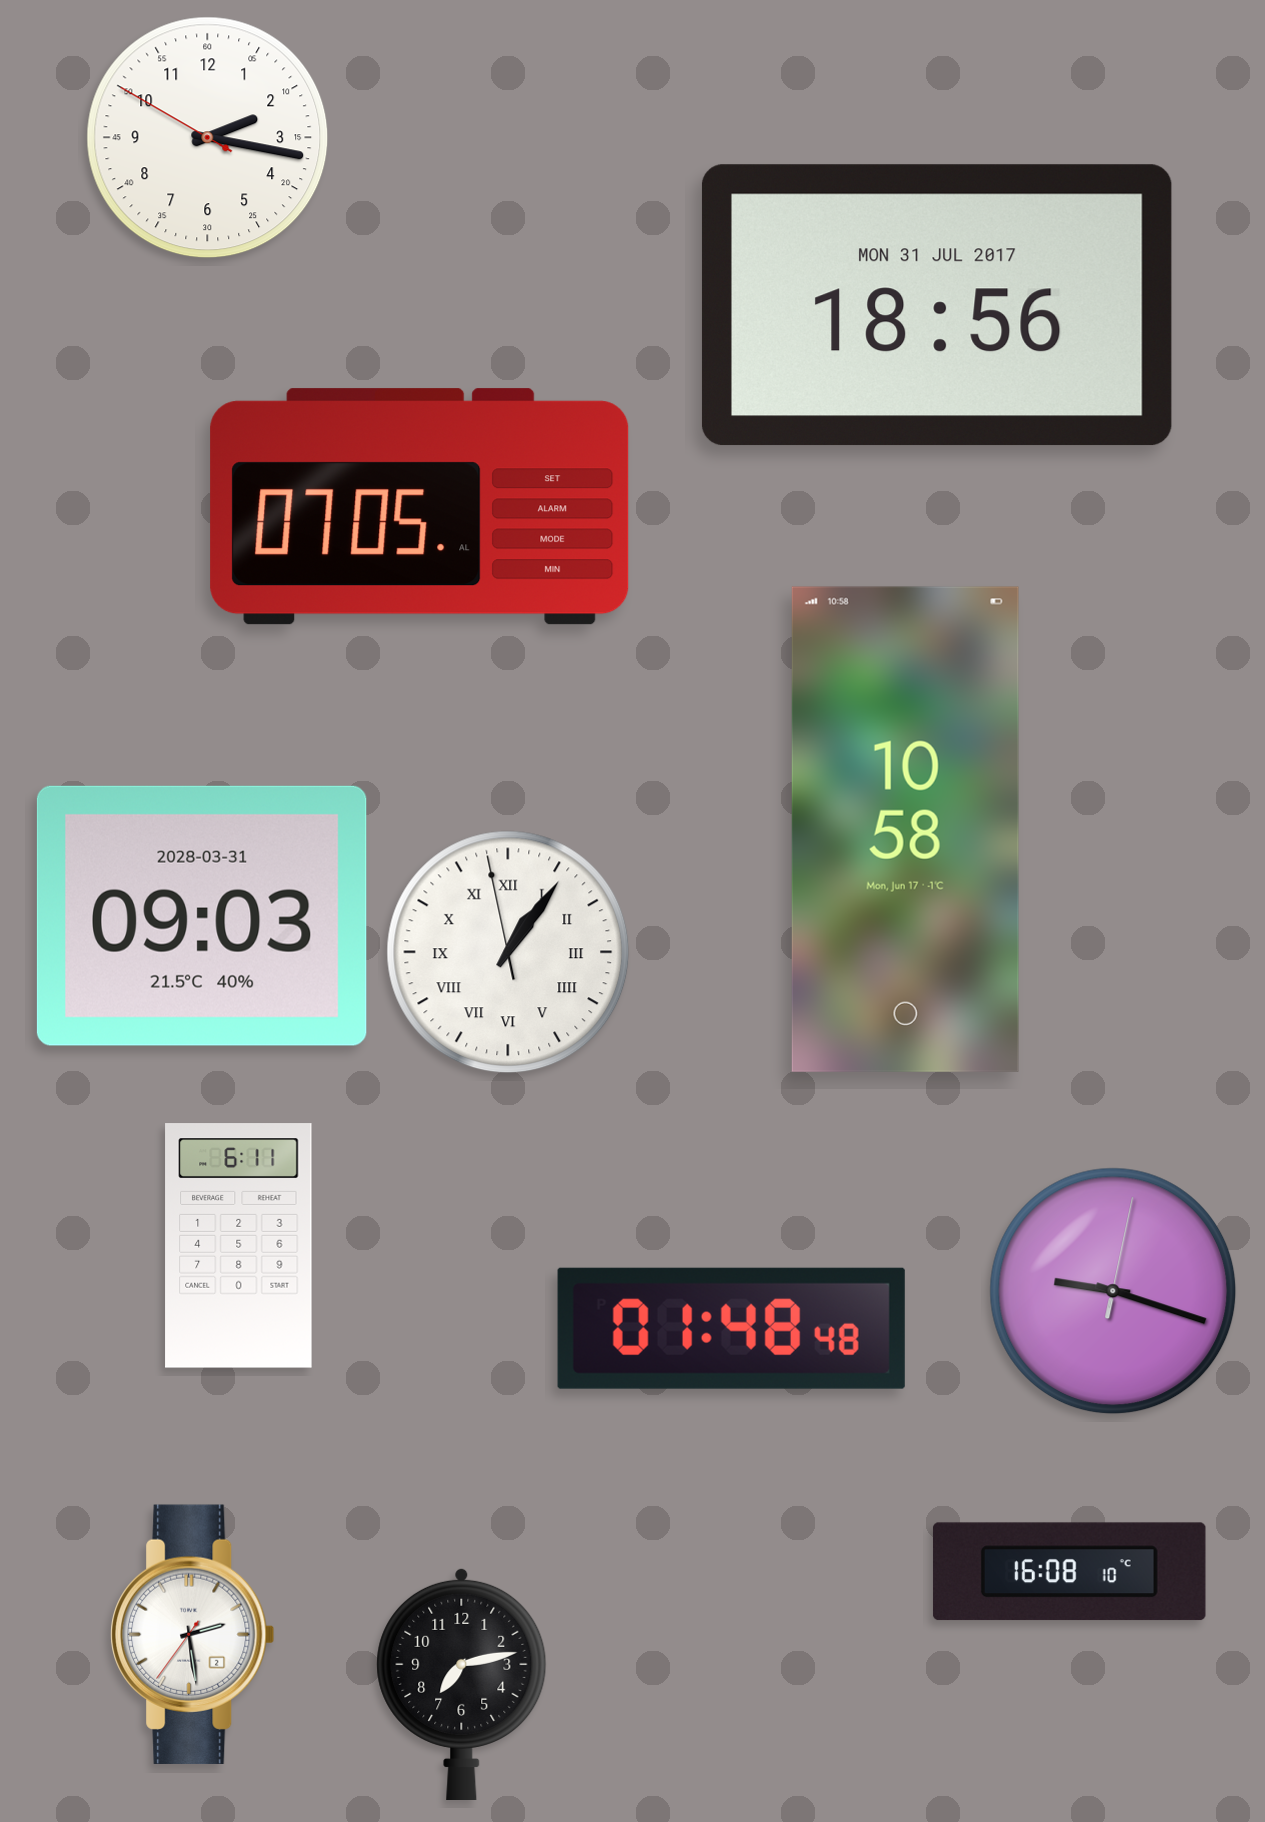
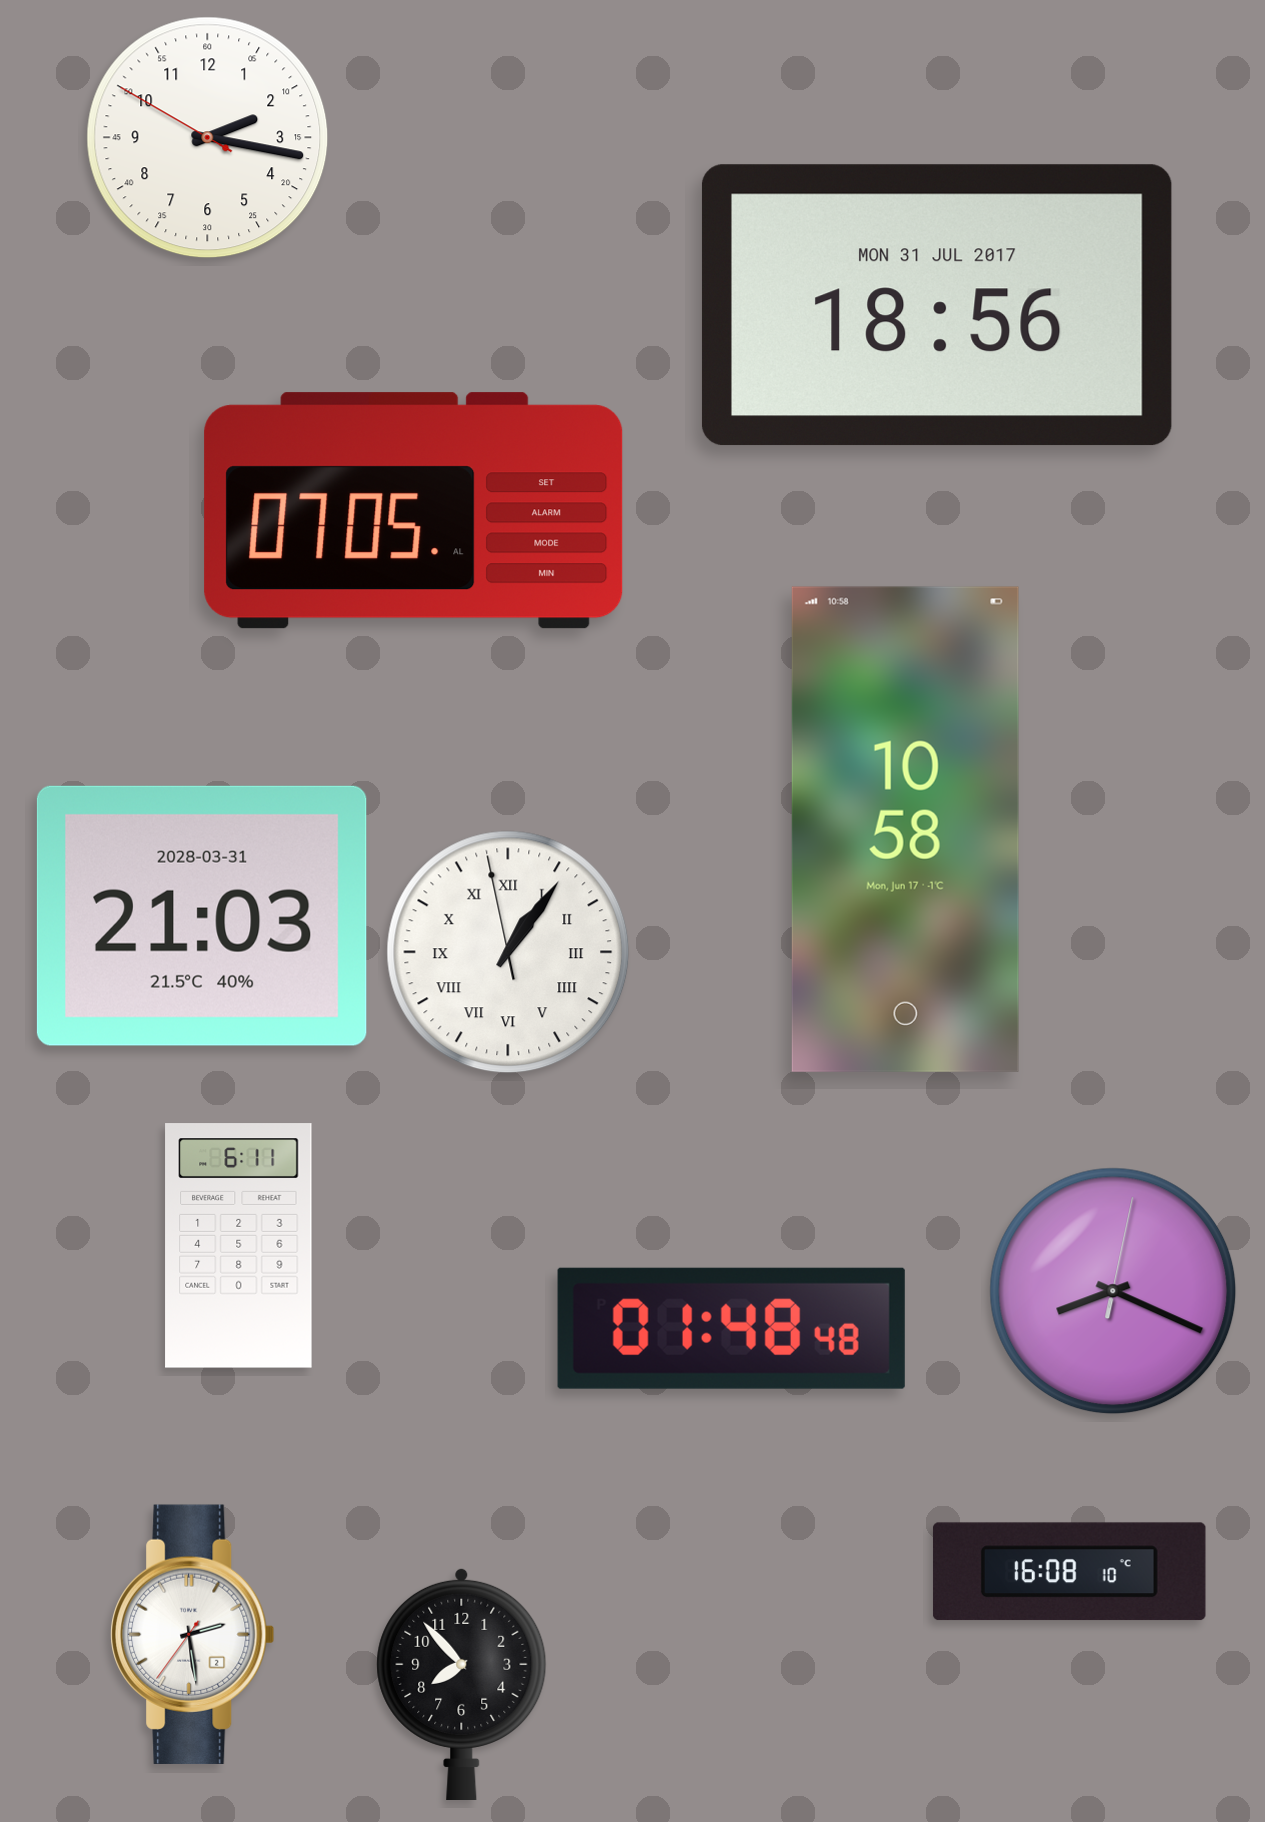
clock at (420, 507) position: (420, 507) -> (414, 511)
clock at (202, 916): 09:03 -> 21:03
clock at (1113, 1291): 9:18 -> 8:19
clock at (462, 1683): 7:13 -> 7:53
